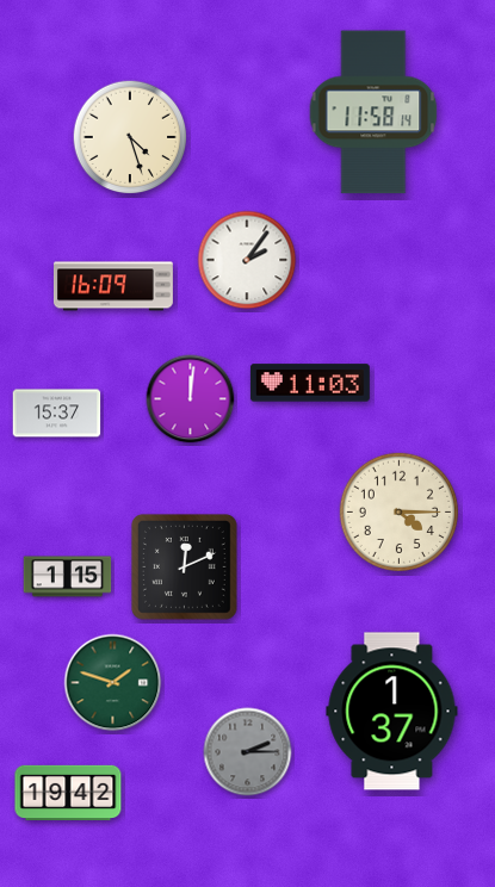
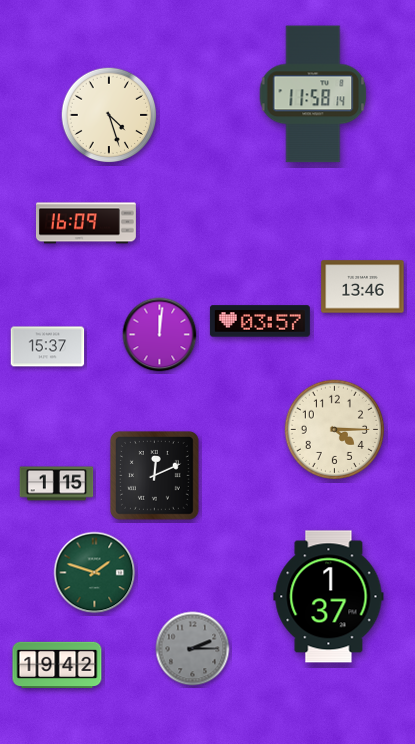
clock at (247, 260): 2:06 -> none
clock at (113, 286) position: (113, 286) -> (86, 223)
clock at (363, 287): none -> 13:46
clock at (310, 383): 11:03 -> 03:57
clock at (248, 752) position: (248, 752) -> (193, 649)
